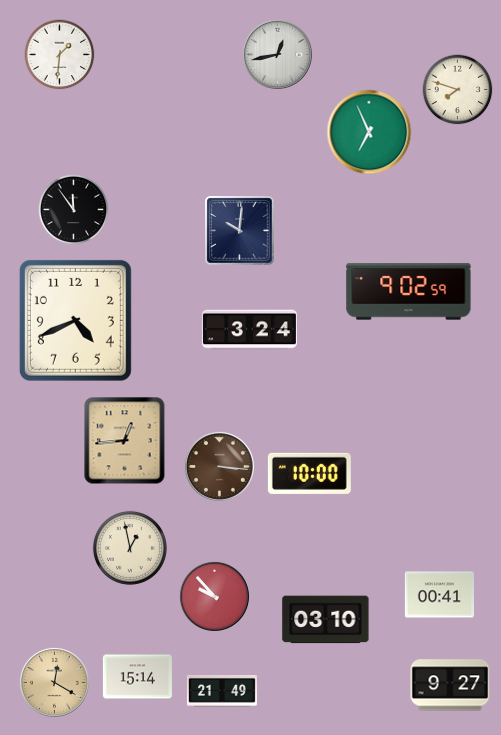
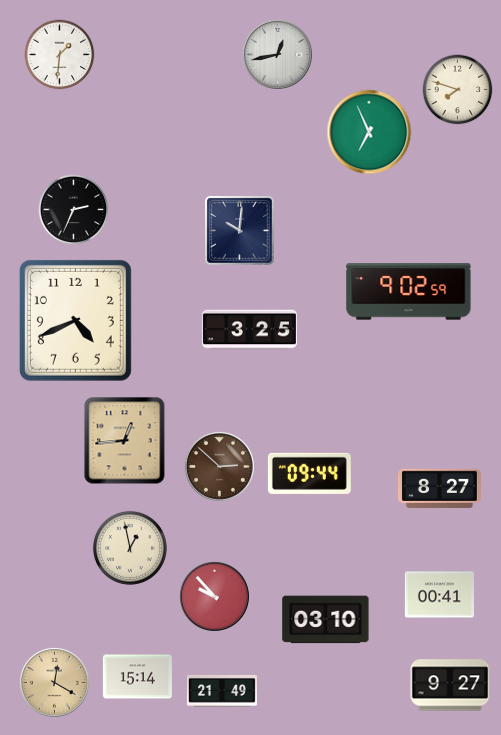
clock at (74, 210): 11:54 -> 2:34
clock at (249, 330): 3:24 -> 3:25
clock at (219, 466): 3:16 -> 2:52
clock at (309, 473): 10:00 -> 09:44
clock at (439, 488): none -> 8:27
